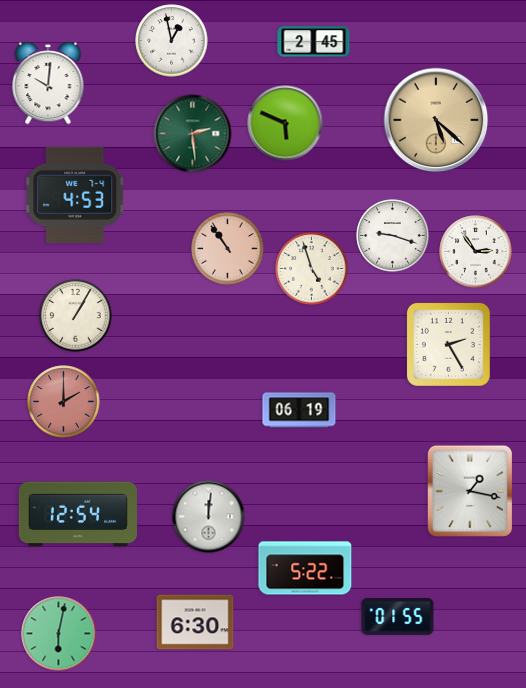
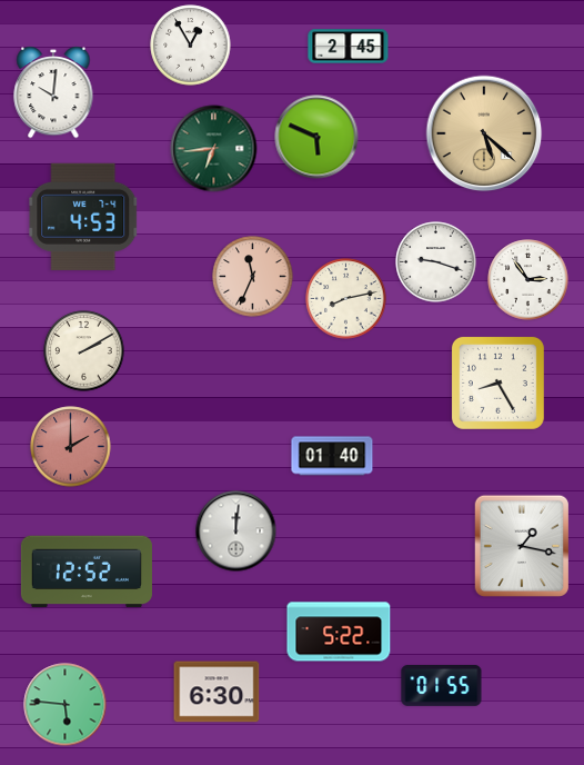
clock at (172, 41): 12:58 -> 12:55
clock at (193, 134): 2:29 -> 6:44
clock at (228, 249): 10:54 -> 11:34
clock at (312, 269): 4:57 -> 8:13
clock at (76, 316): 1:05 -> 2:10
clock at (448, 344): 2:25 -> 8:25
clock at (299, 410): 06:19 -> 01:40
clock at (78, 514): 12:54 -> 12:52
clock at (209, 517) position: (209, 517) -> (236, 531)
clock at (59, 634): 6:02 -> 5:46
